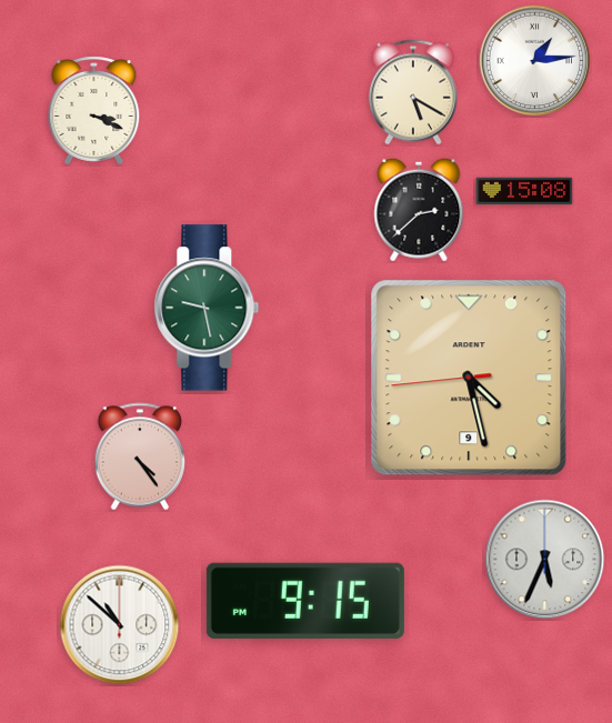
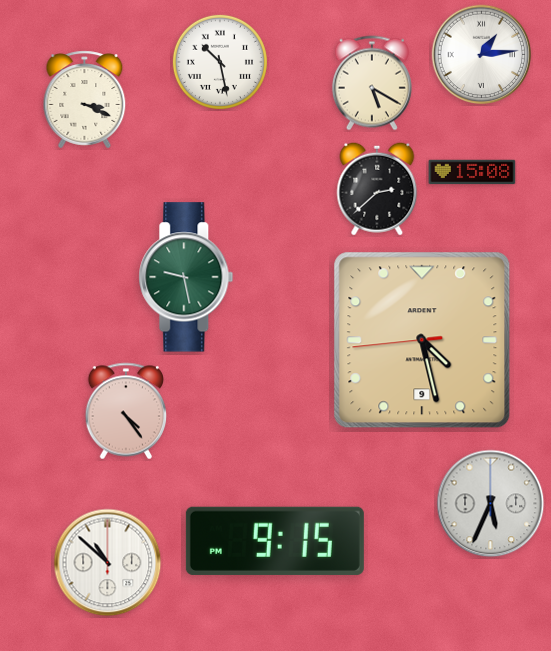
clock at (220, 62): none -> 10:28
